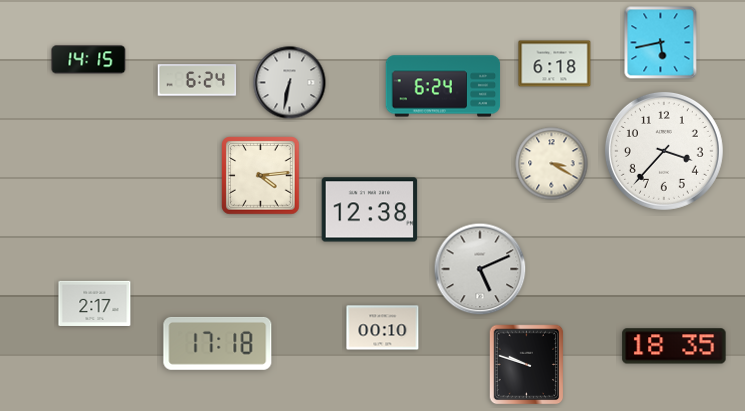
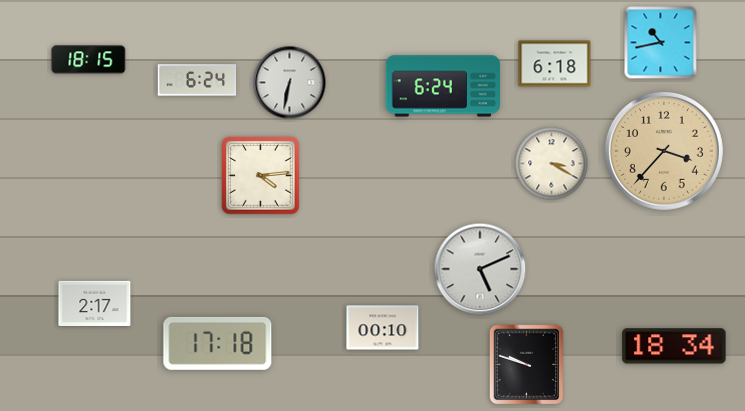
clock at (661, 43): 5:43 -> 10:43
clock at (89, 60): 14:15 -> 18:15
clock at (664, 151) dial: white -> champagne
clock at (370, 210): 12:38 -> none
clock at (674, 346): 18:35 -> 18:34
